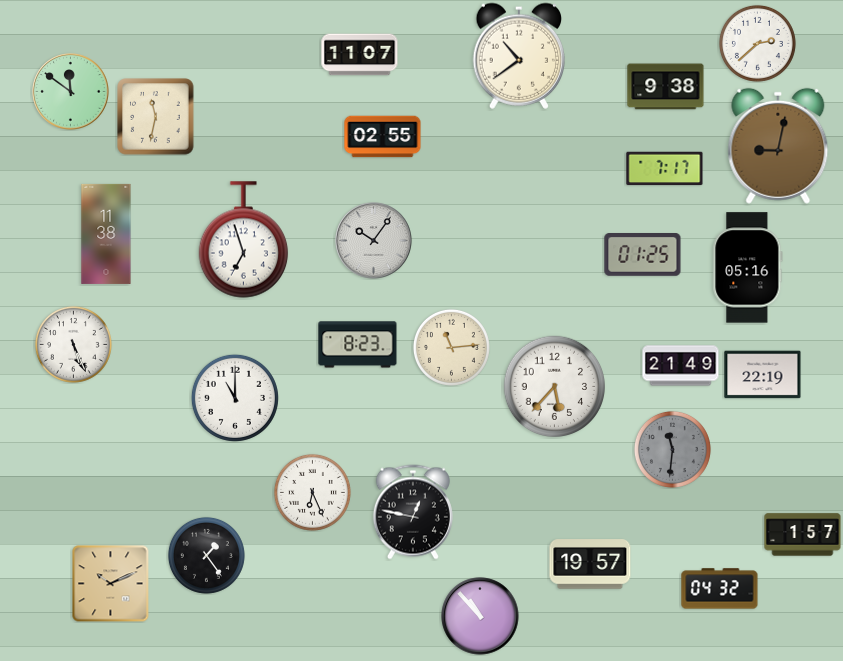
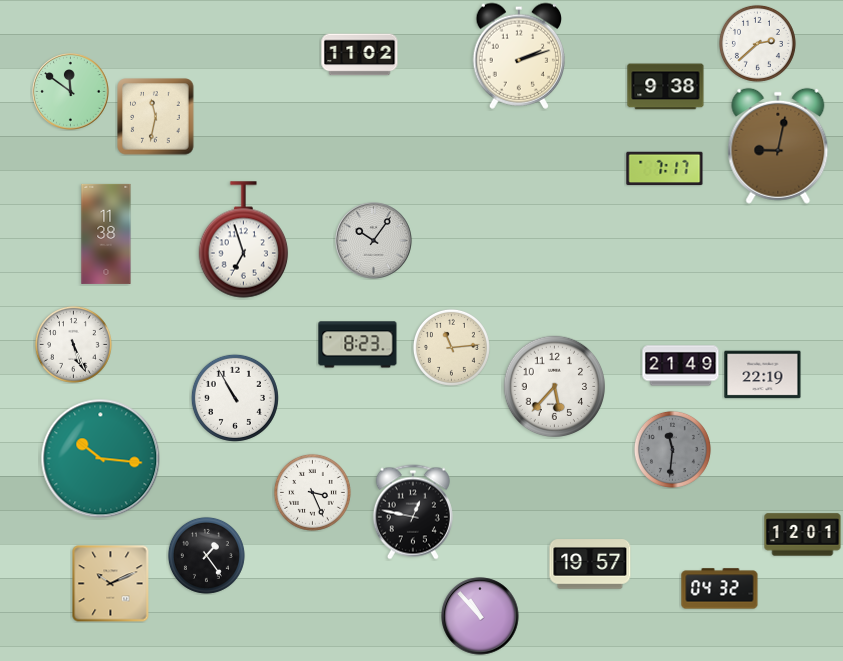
clock at (360, 55): 11:07 -> 11:02
clock at (518, 56): 10:39 -> 2:12
clock at (383, 137): 02:55 -> none
clock at (643, 255): 01:25 -> none
clock at (748, 268): 05:16 -> none
clock at (235, 398): 11:00 -> 10:55
clock at (101, 459): none -> 10:16
clock at (312, 492): 6:26 -> 3:26
clock at (803, 535): 1:57 -> 12:01
